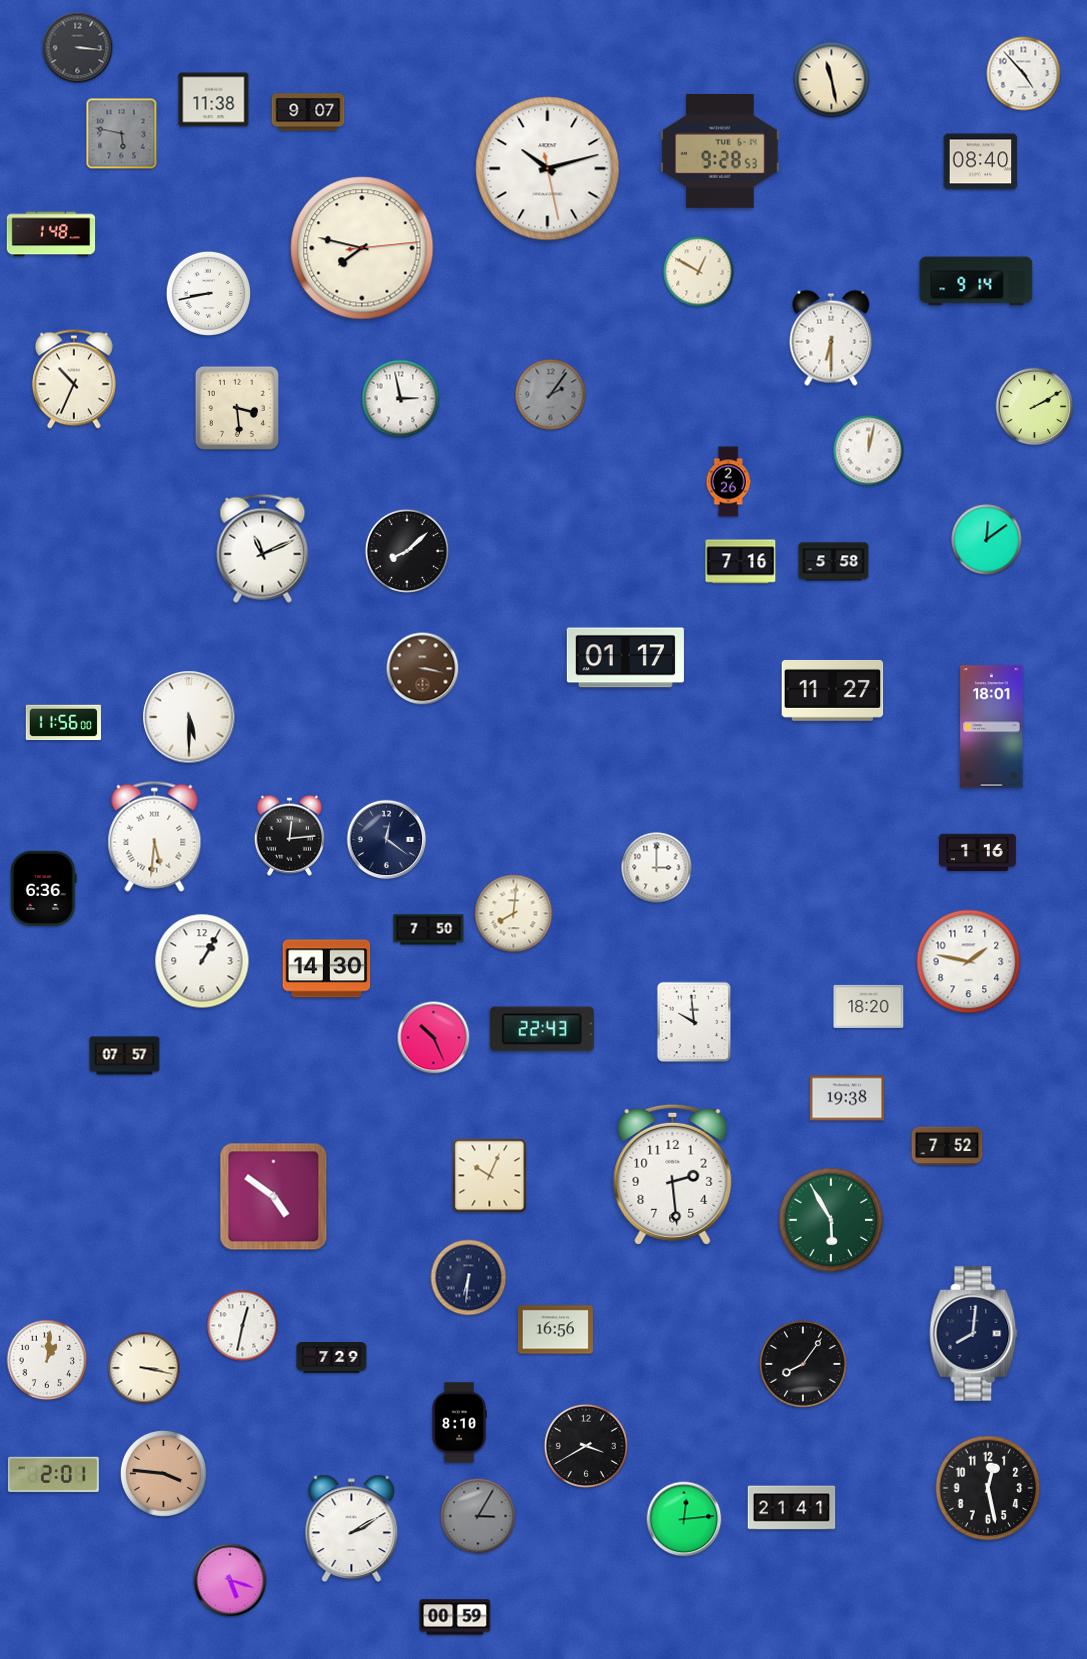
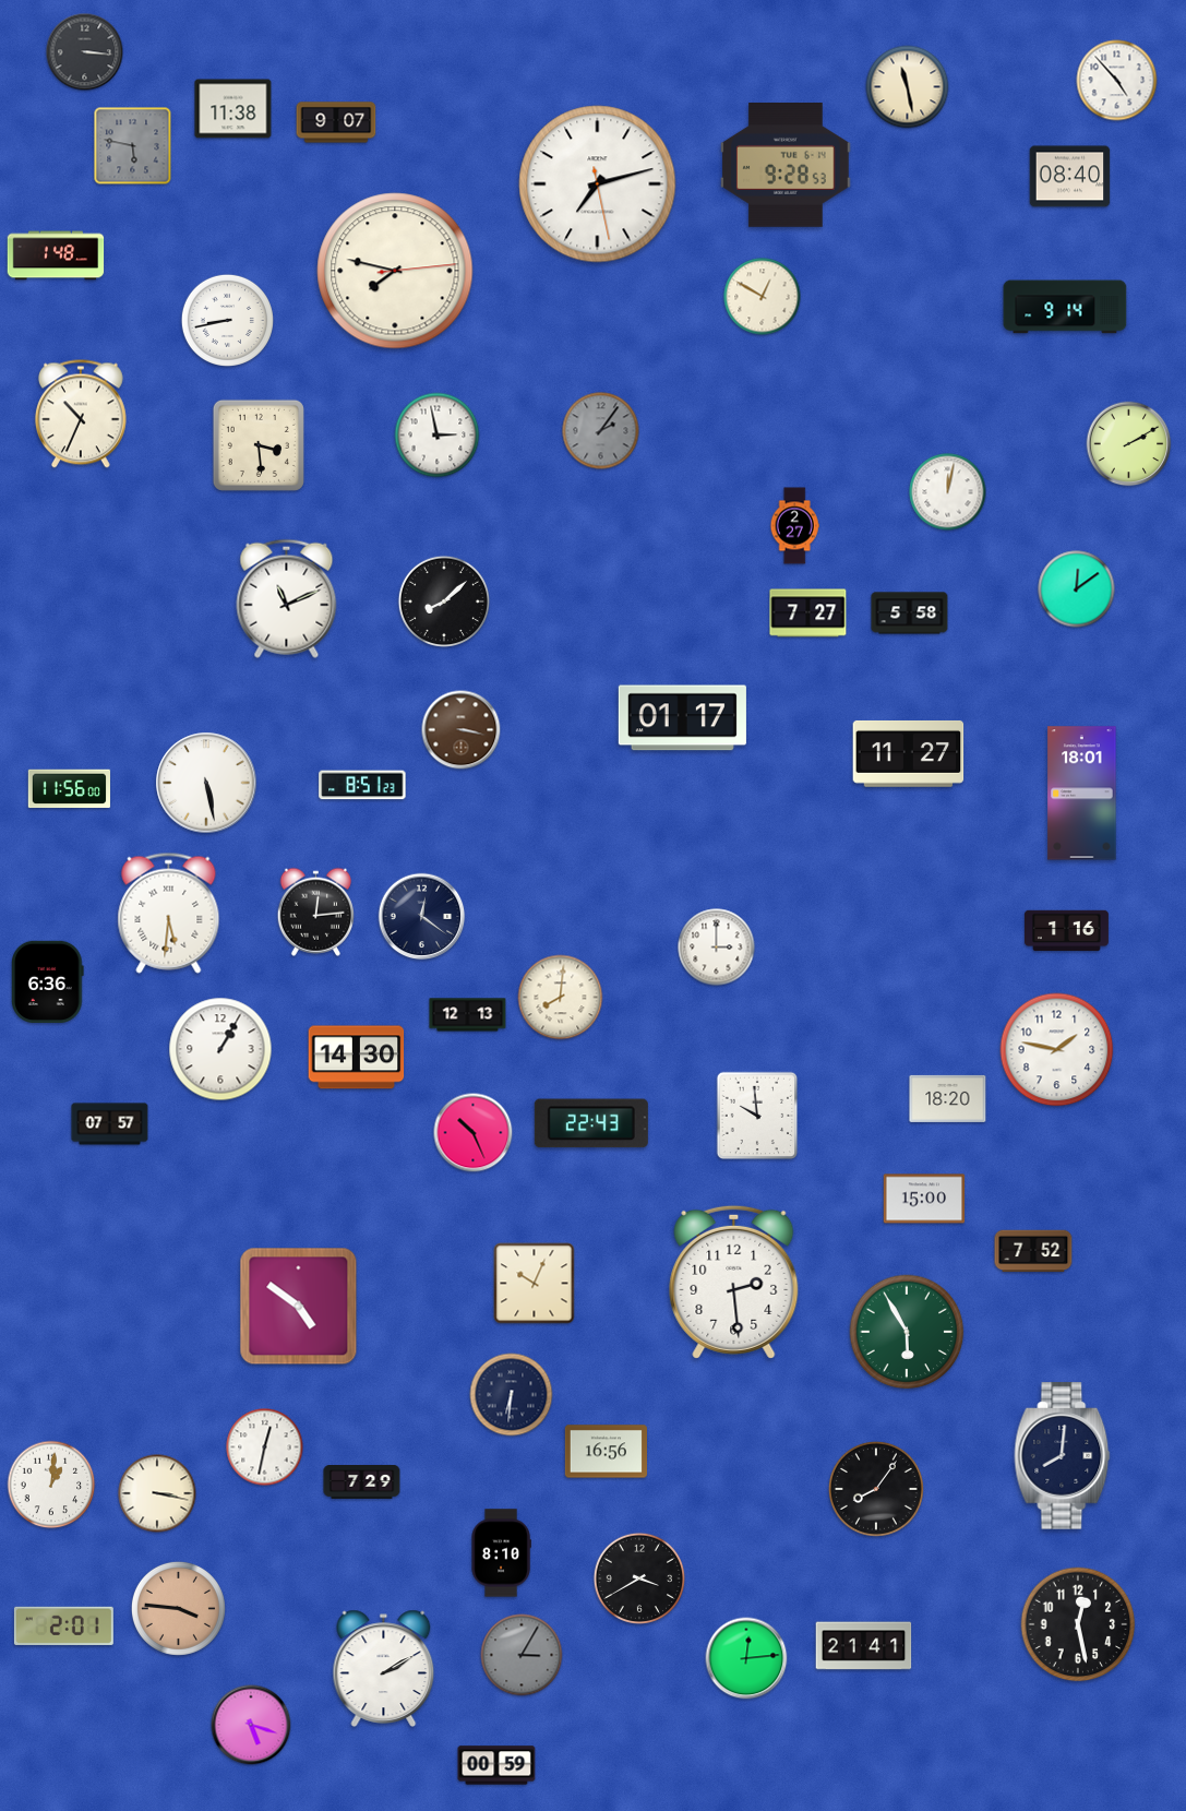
clock at (548, 169): 10:12 -> 7:12
clock at (831, 338): 6:30 -> none
clock at (728, 482): 2:26 -> 2:27
clock at (741, 562): 7:16 -> 7:27
clock at (189, 717): 5:30 -> 5:28
clock at (362, 785): none -> 8:51
clock at (44, 888) position: (44, 888) -> (48, 981)
clock at (429, 930): 7:50 -> 12:13
clock at (125, 1056) position: (125, 1056) -> (110, 1124)
clock at (847, 1098): 19:38 -> 15:00
clock at (53, 1474) position: (53, 1474) -> (63, 1625)
